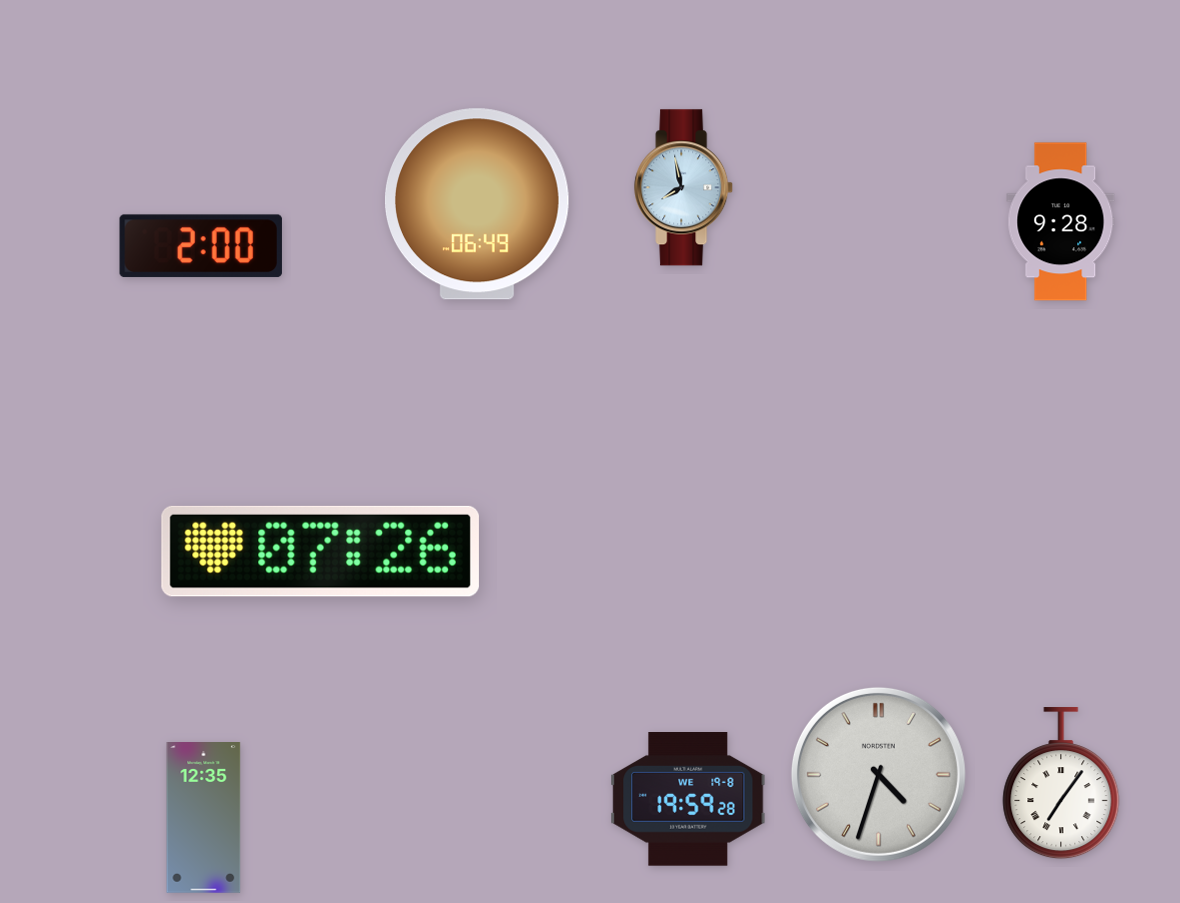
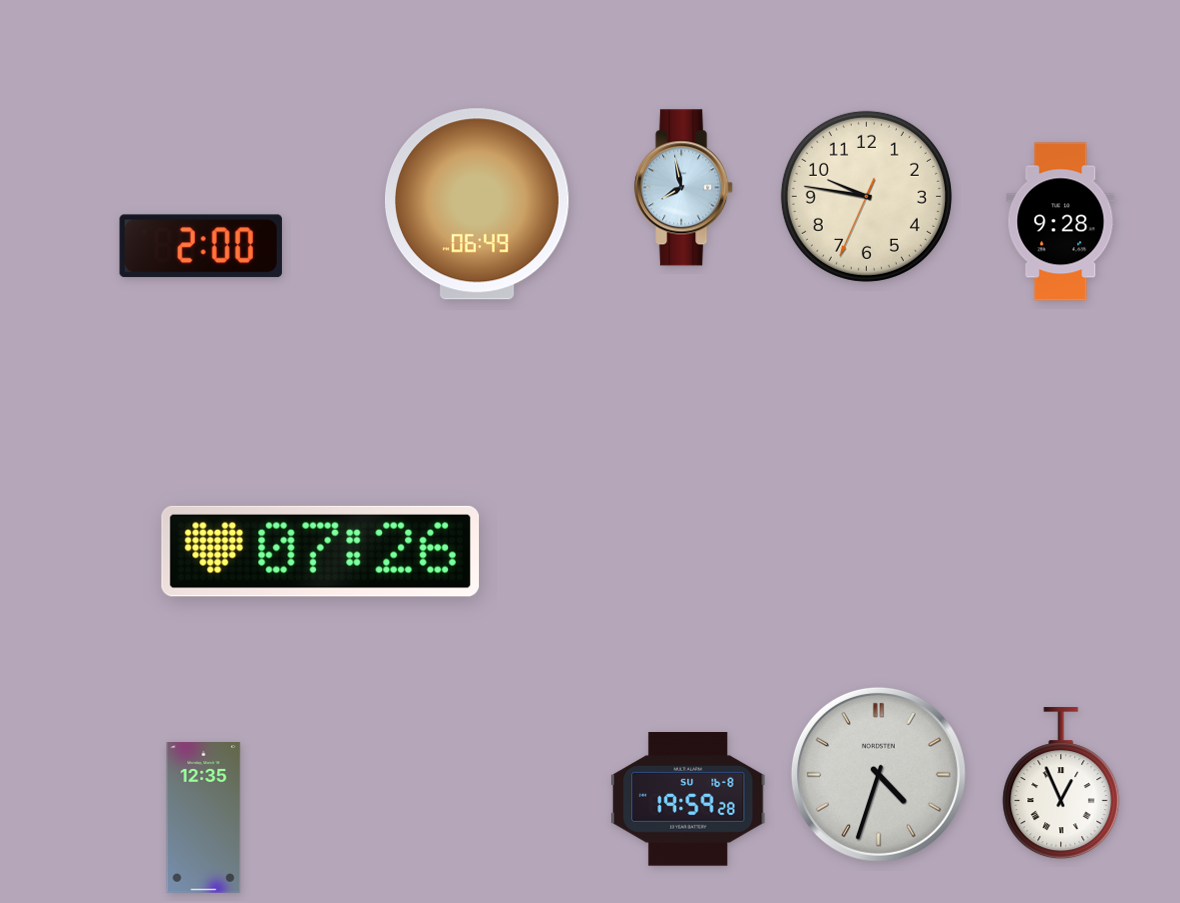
clock at (866, 196): none -> 9:46
clock at (1061, 784): 7:06 -> 12:56
clock at (688, 800) date: WE 19-8 -> SU 16-8
